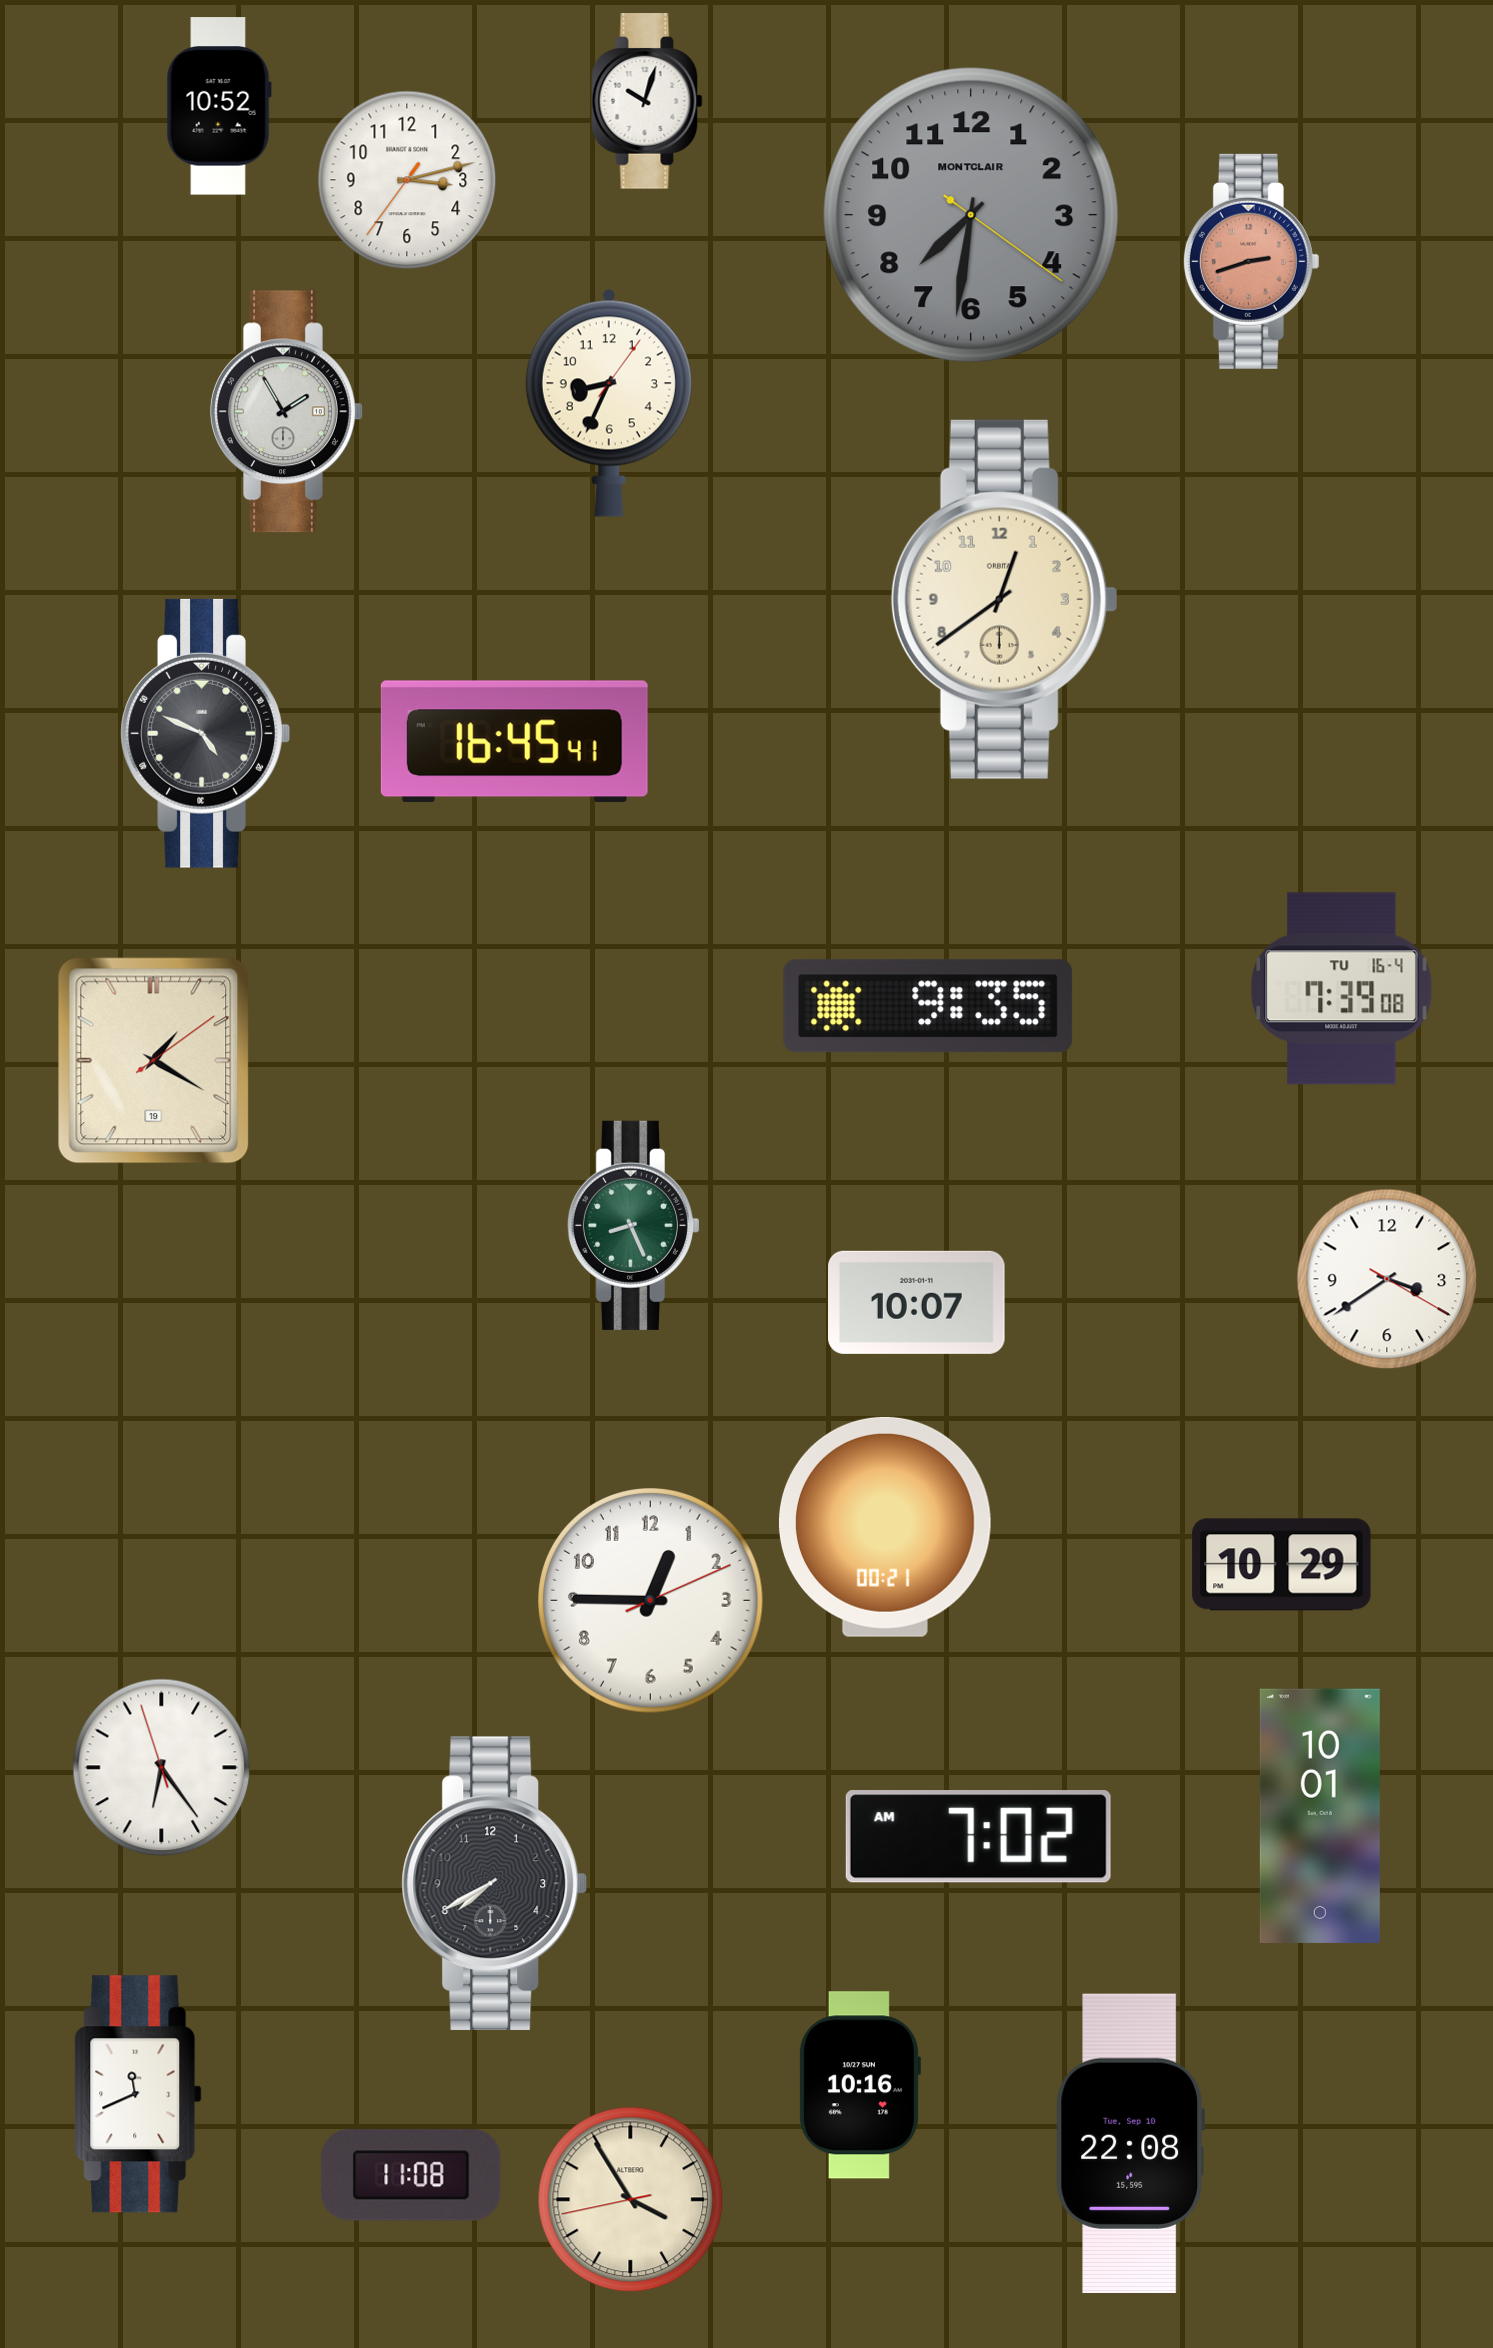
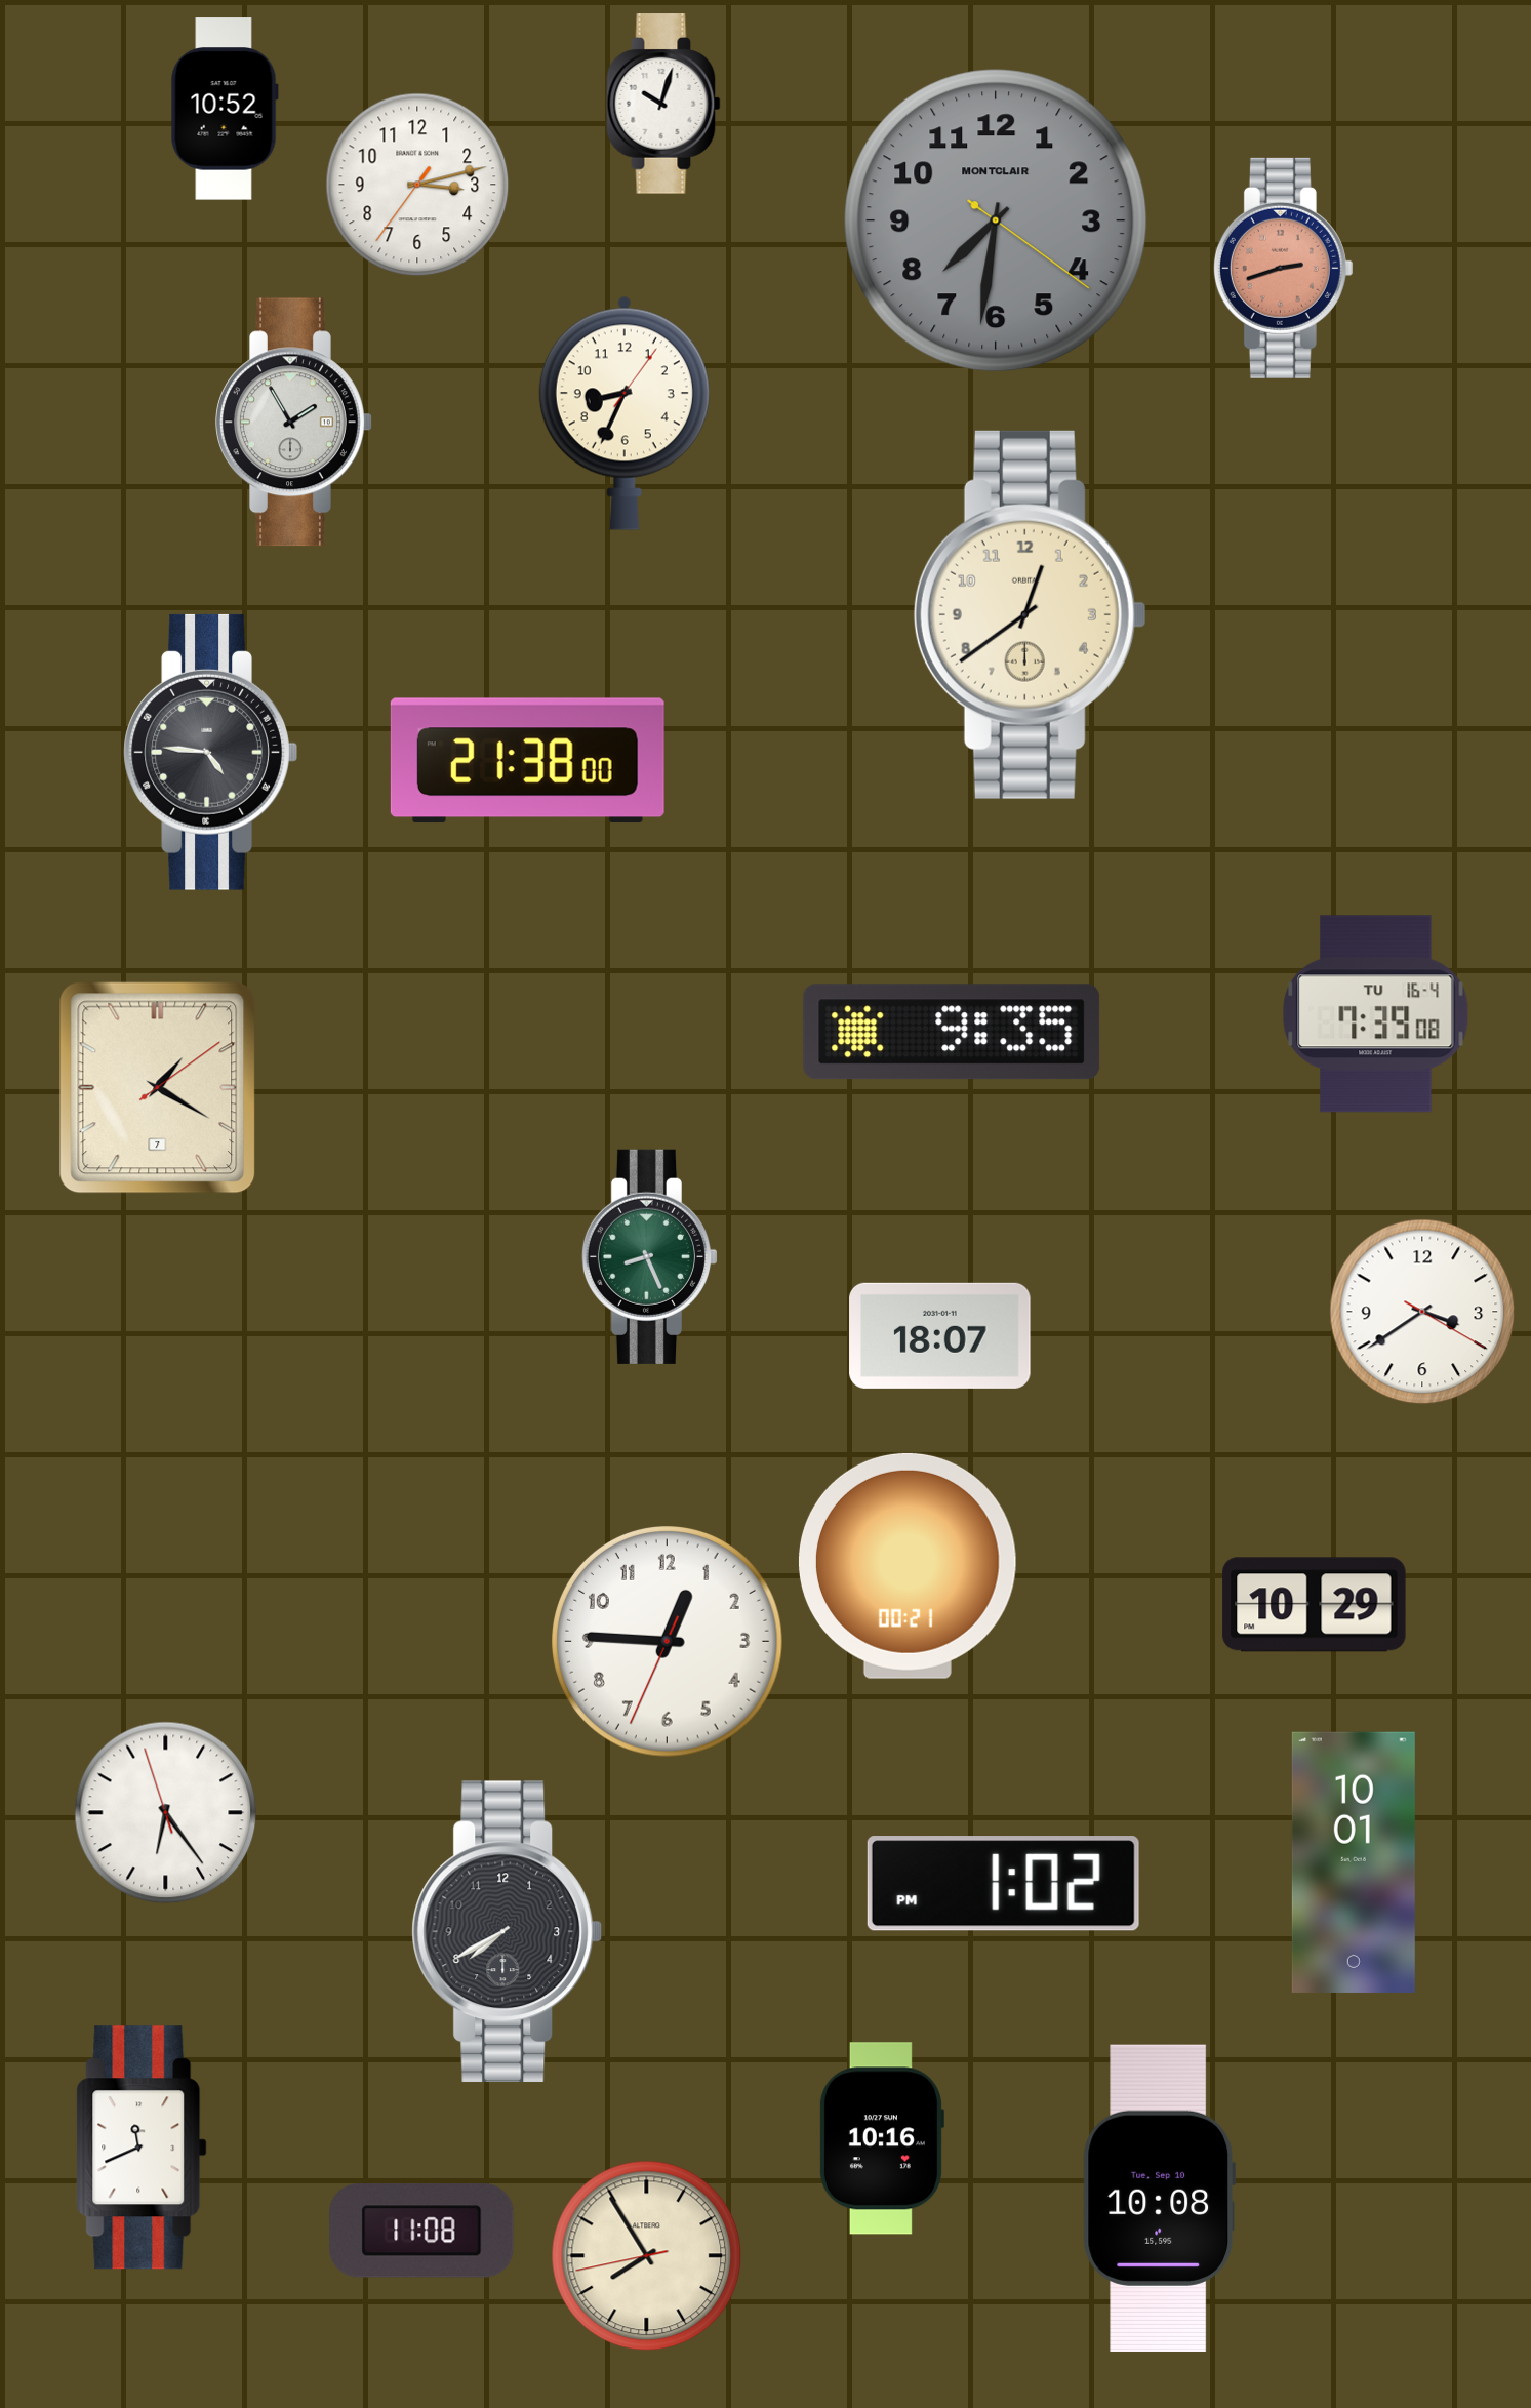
clock at (205, 733): 4:49 -> 4:46
clock at (514, 741): 16:45 -> 21:38
clock at (154, 1061) date: 19 -> 7
clock at (917, 1302): 10:07 -> 18:07
clock at (651, 1601): 12:45:11 -> 12:45:34
clock at (978, 1837): 7:02 -> 1:02
clock at (1130, 2143): 22:08 -> 10:08
clock at (631, 2200): 3:54 -> 7:54
